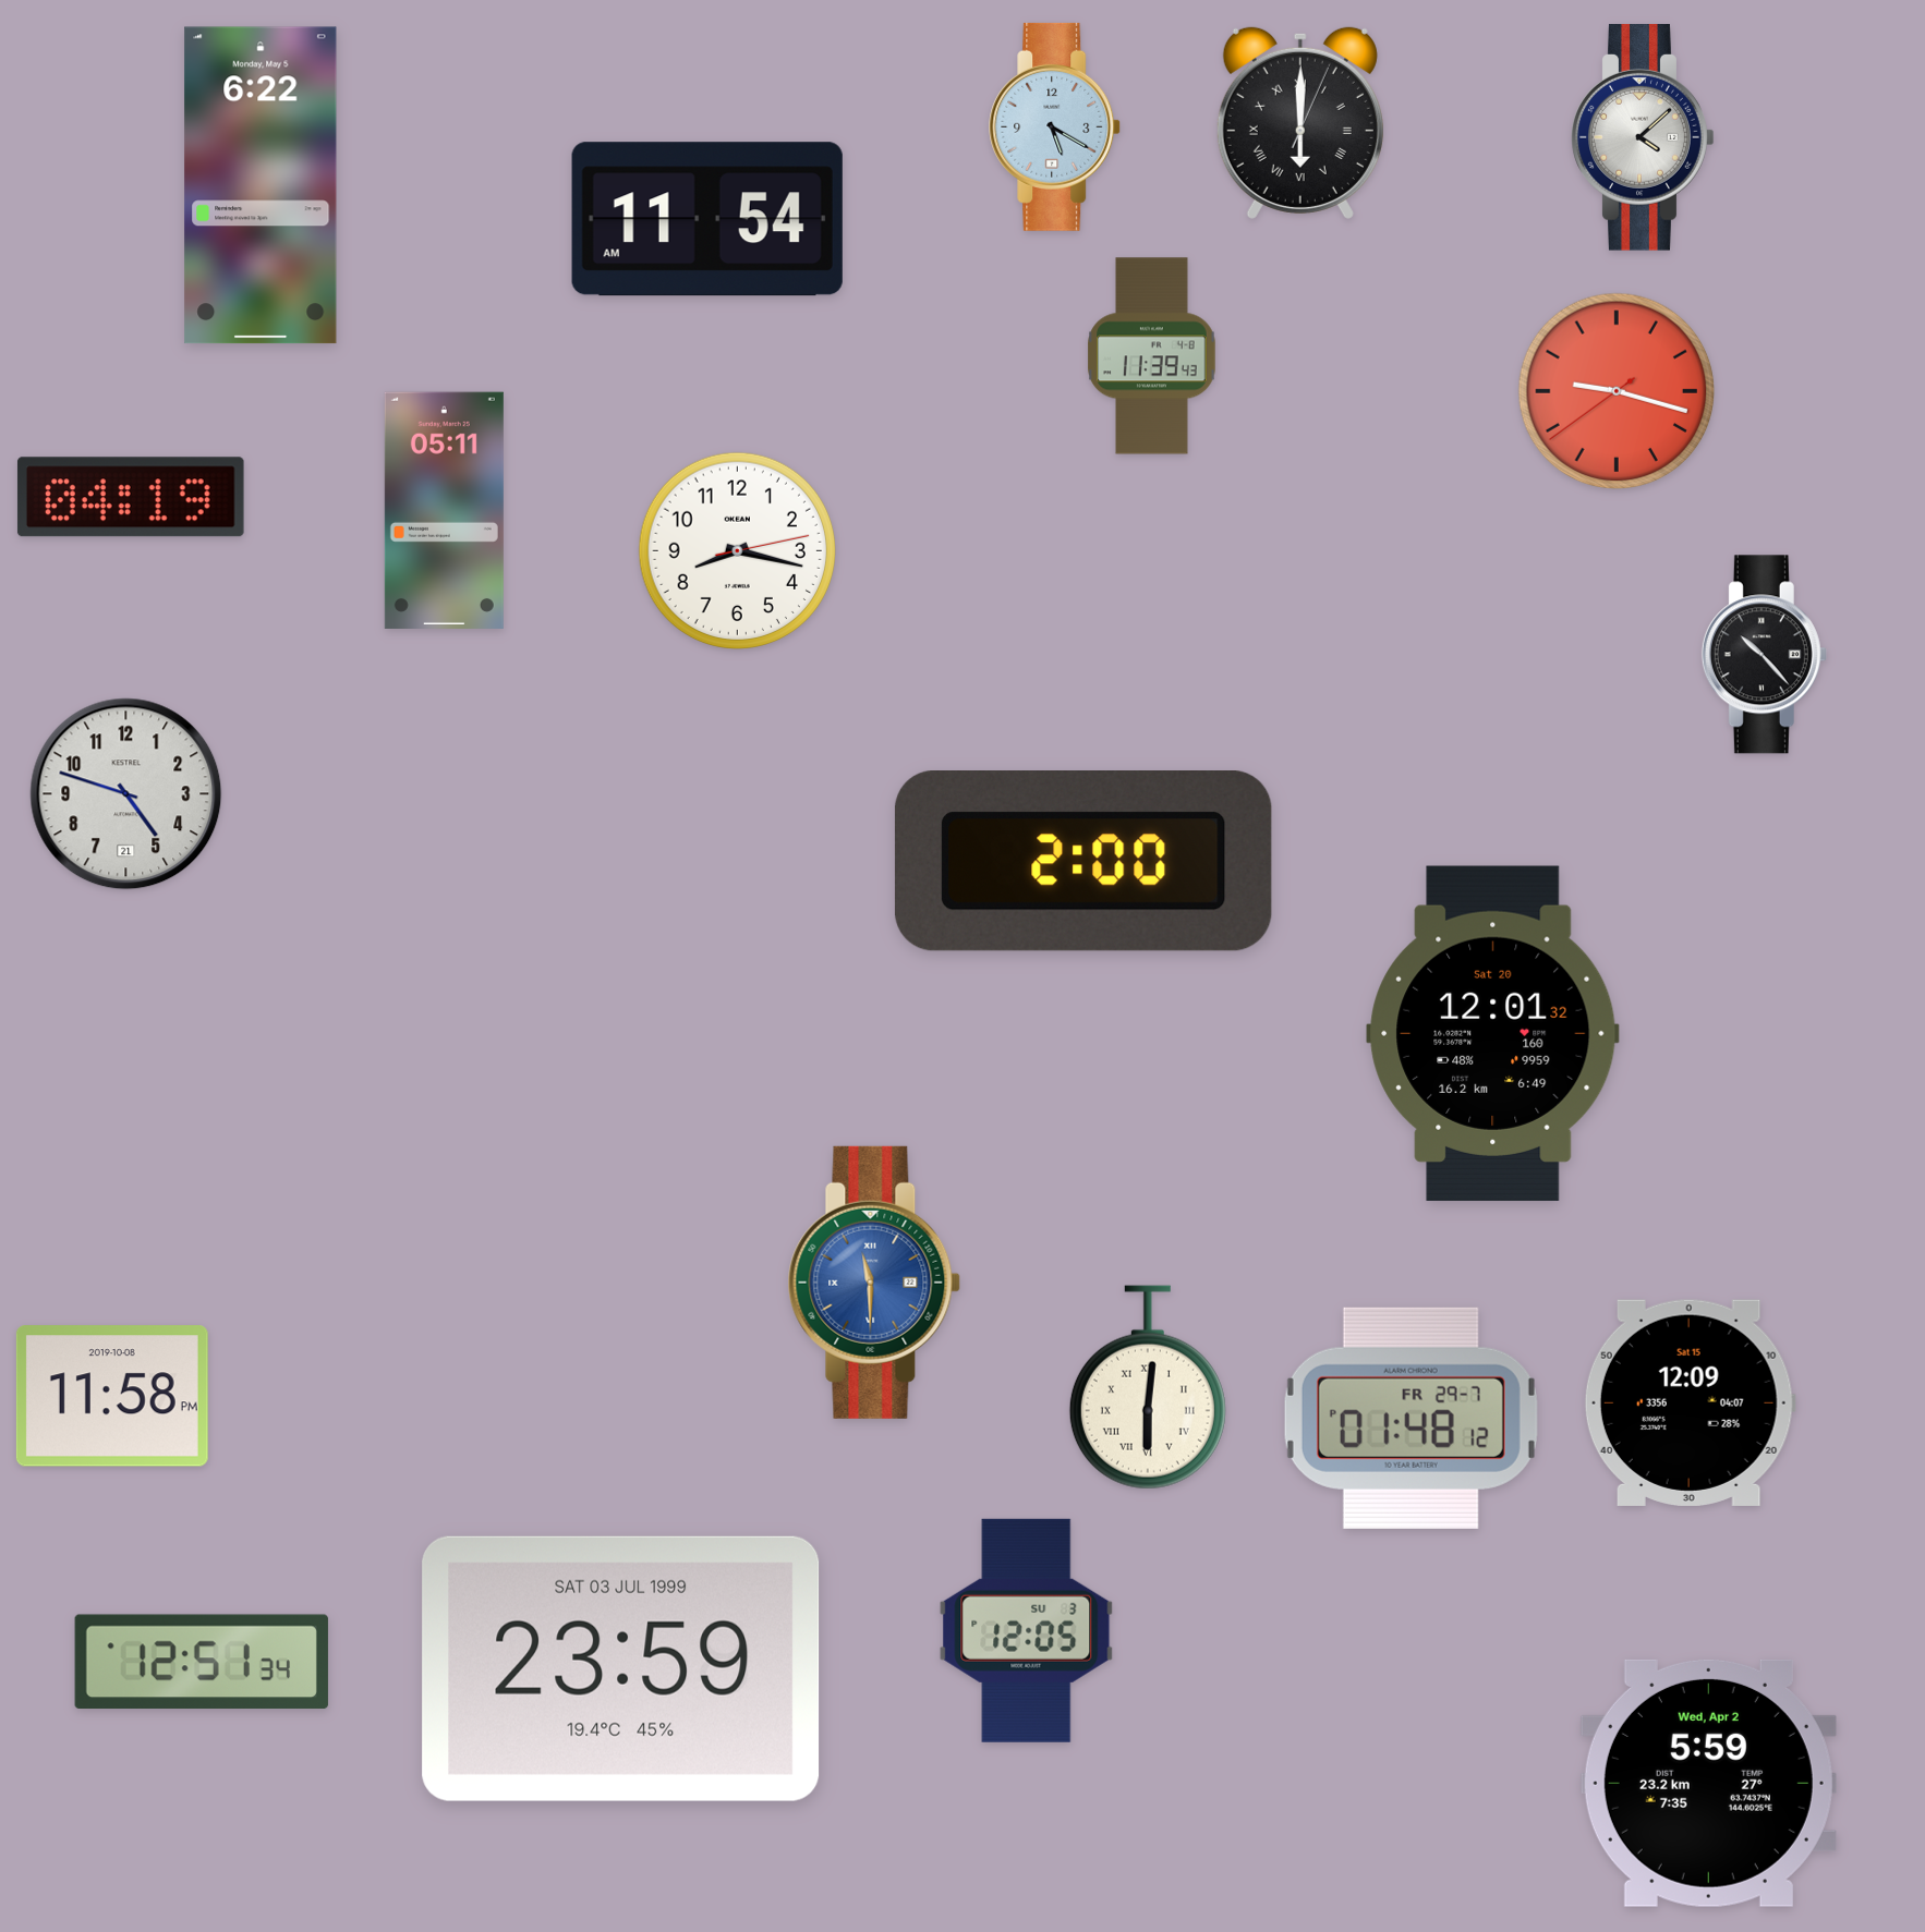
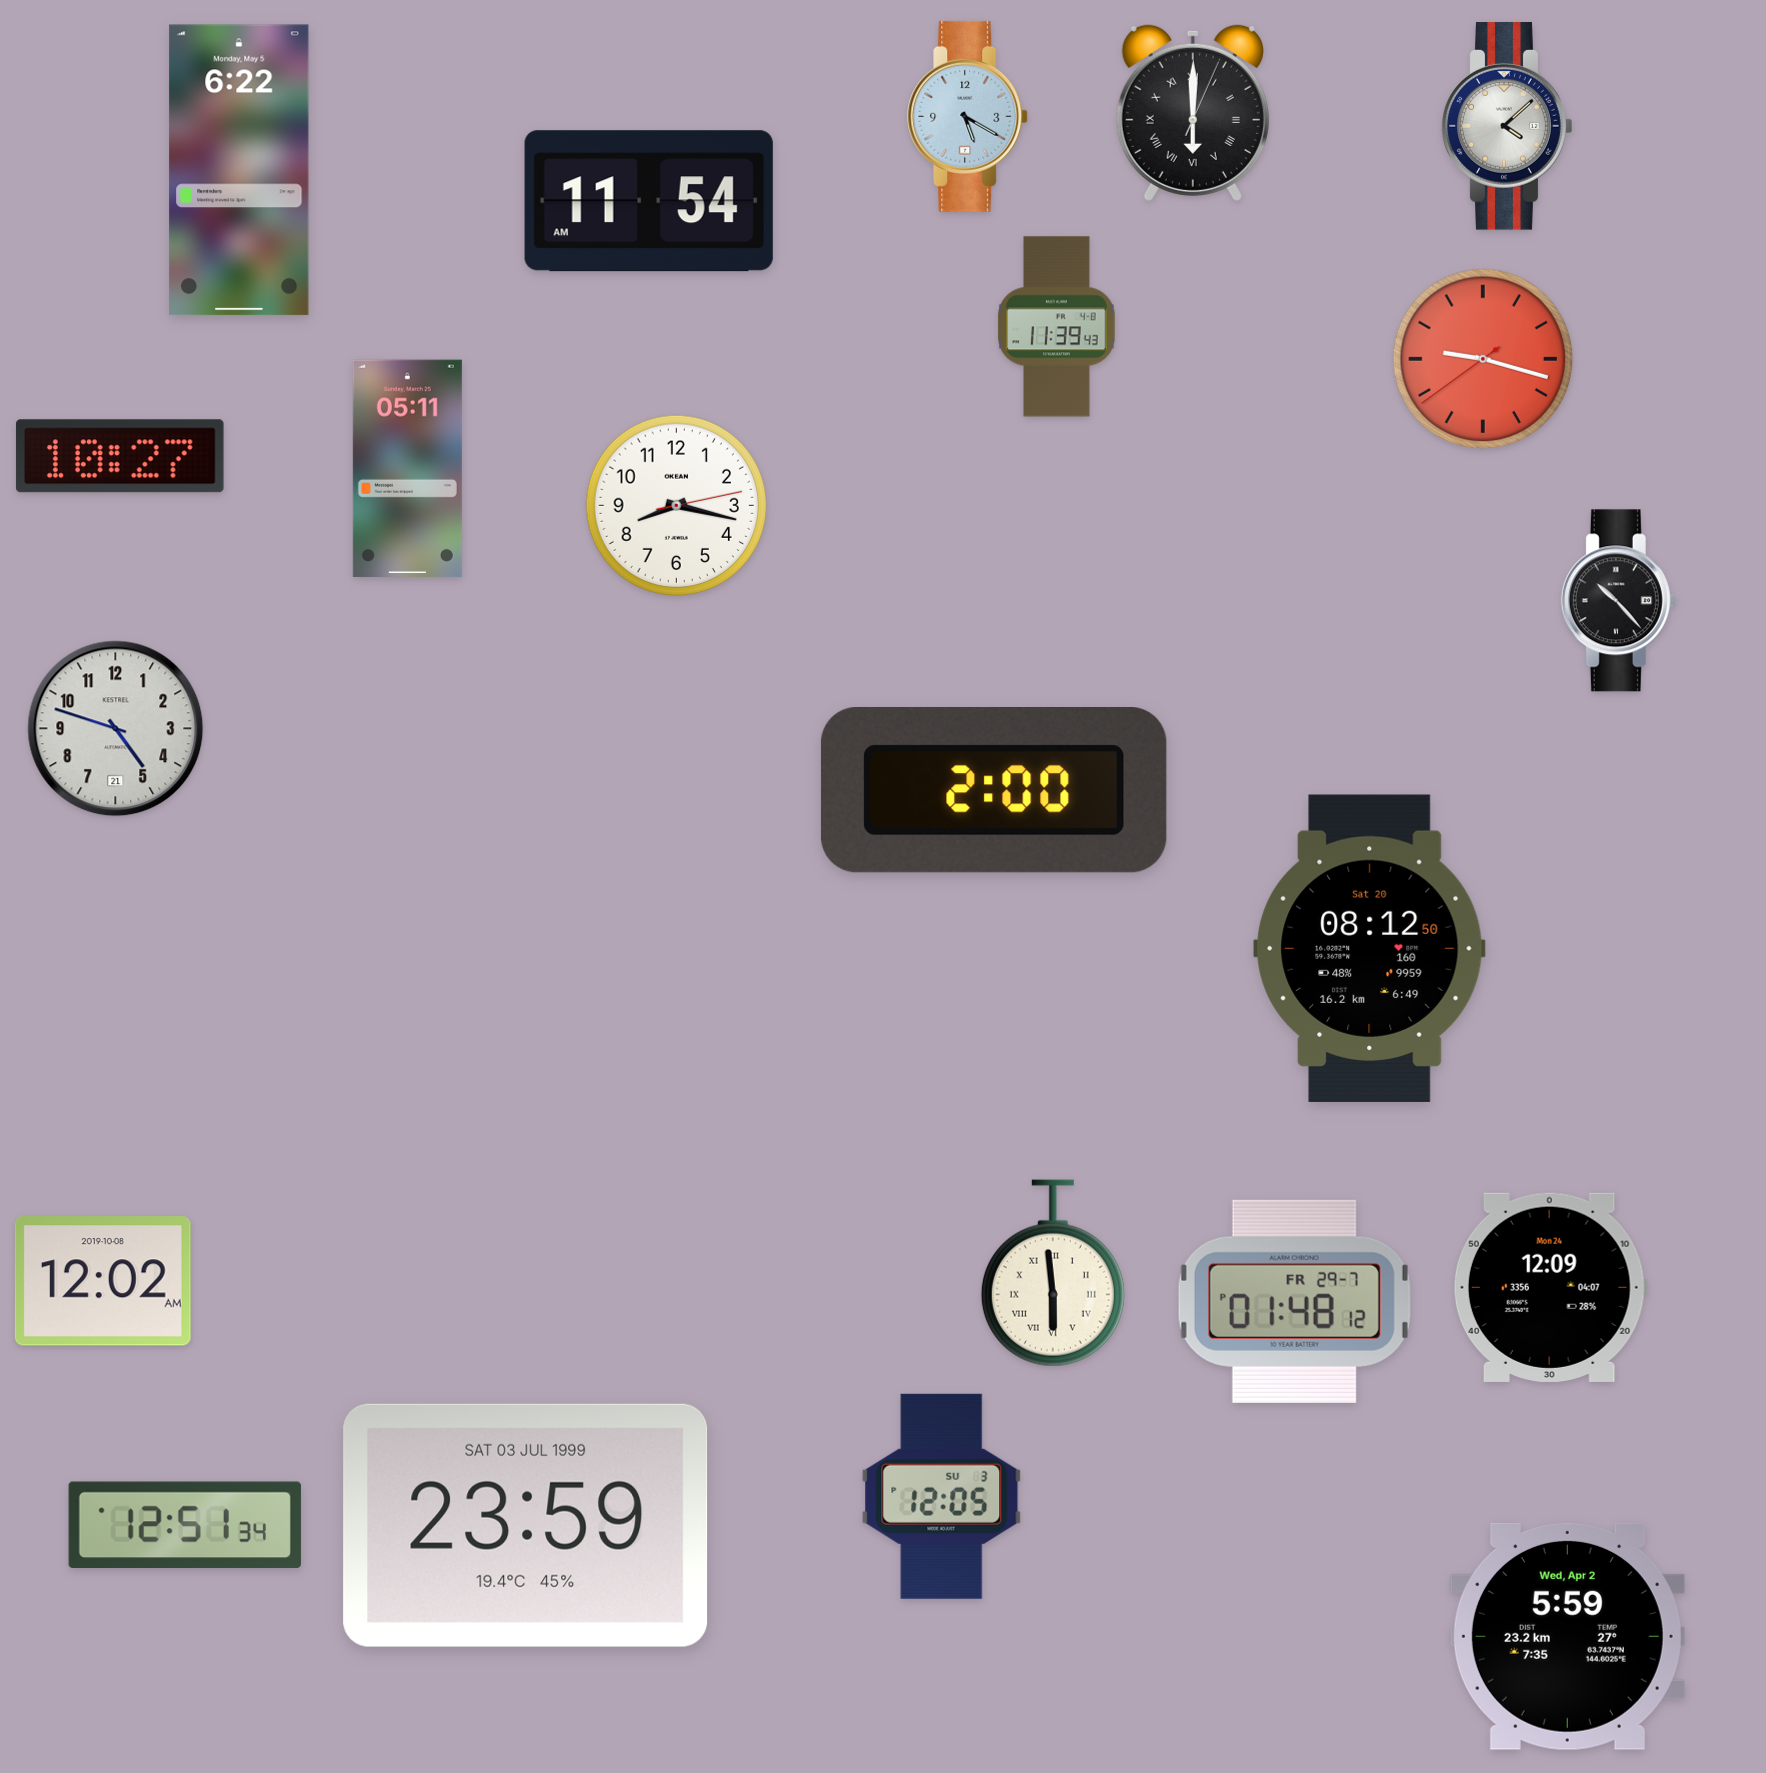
clock at (131, 497): 04:19 -> 10:27
clock at (1493, 1033): 12:01 -> 08:12
clock at (874, 1283): 11:30 -> none
clock at (1148, 1387): 6:01 -> 5:59
clock at (112, 1396): 11:58 -> 12:02
clock at (1690, 1402) date: Sat 15 -> Mon 24
clock at (621, 1668) position: (621, 1668) -> (526, 1525)
